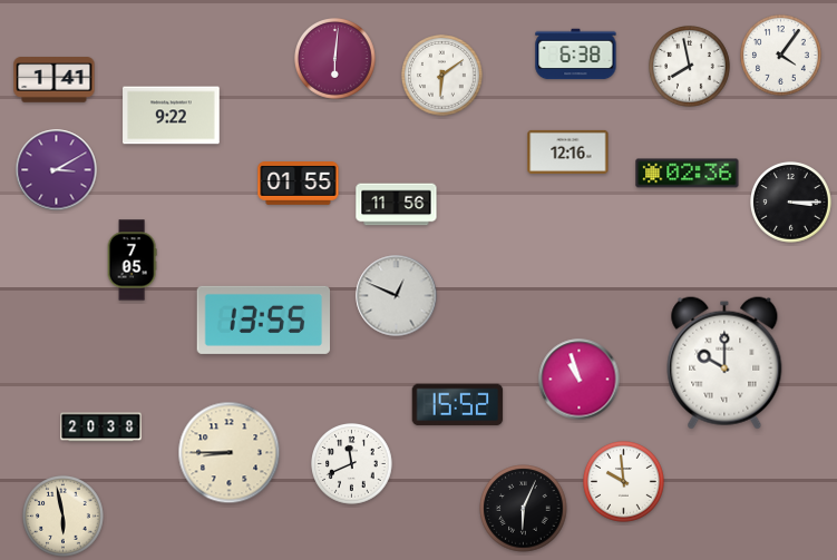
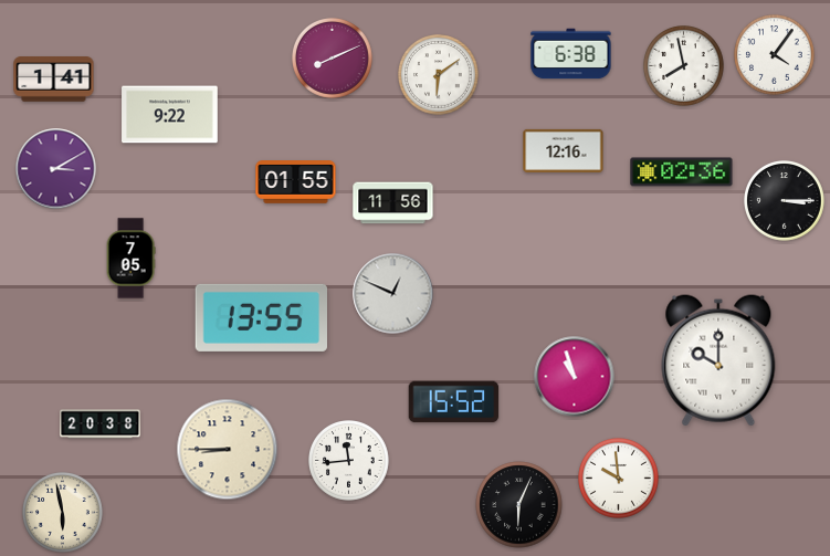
clock at (335, 59): 6:01 -> 8:11
clock at (352, 464): 11:41 -> 11:44
